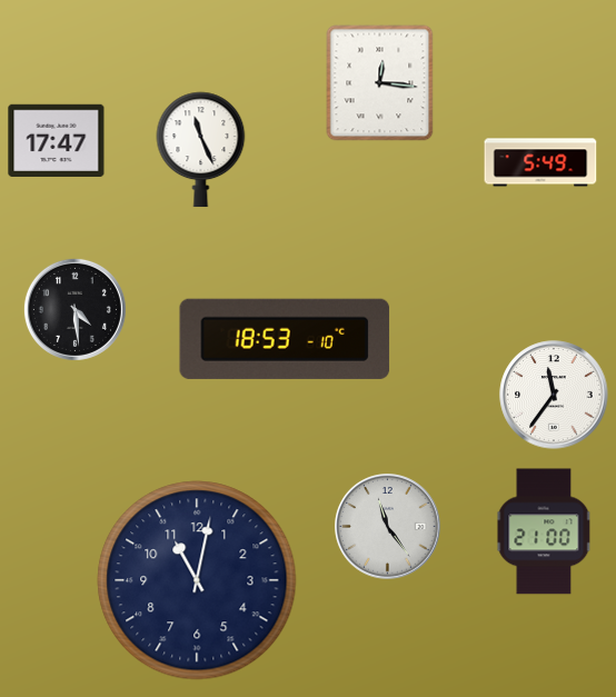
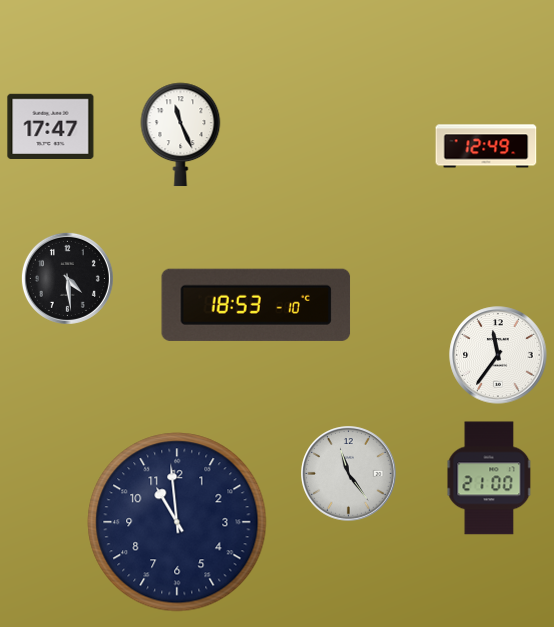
clock at (380, 83): 12:16 -> none
clock at (540, 162): 5:49 -> 12:49
clock at (197, 580): 11:02 -> 10:59
